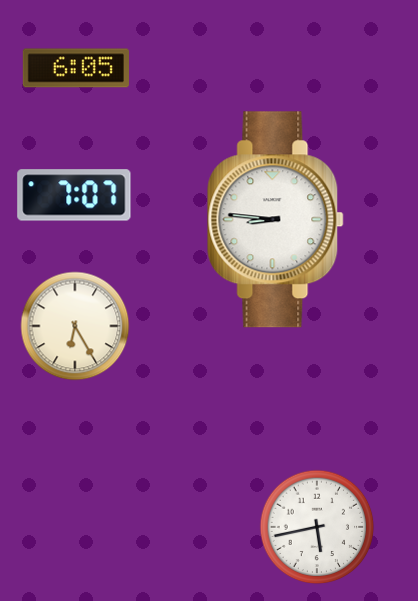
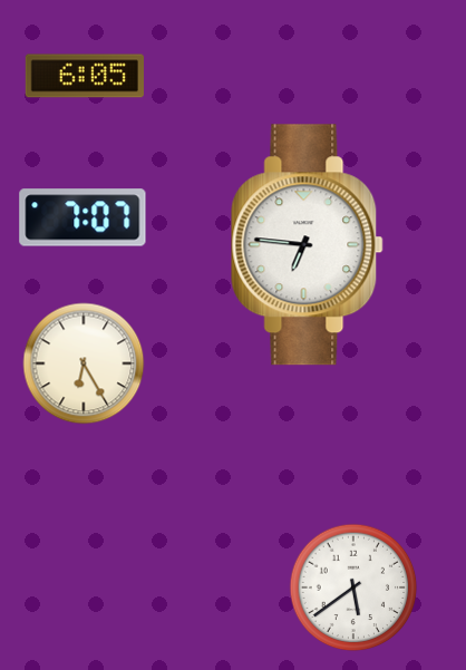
clock at (276, 220): 8:46 -> 6:46
clock at (317, 527): 5:43 -> 5:39
